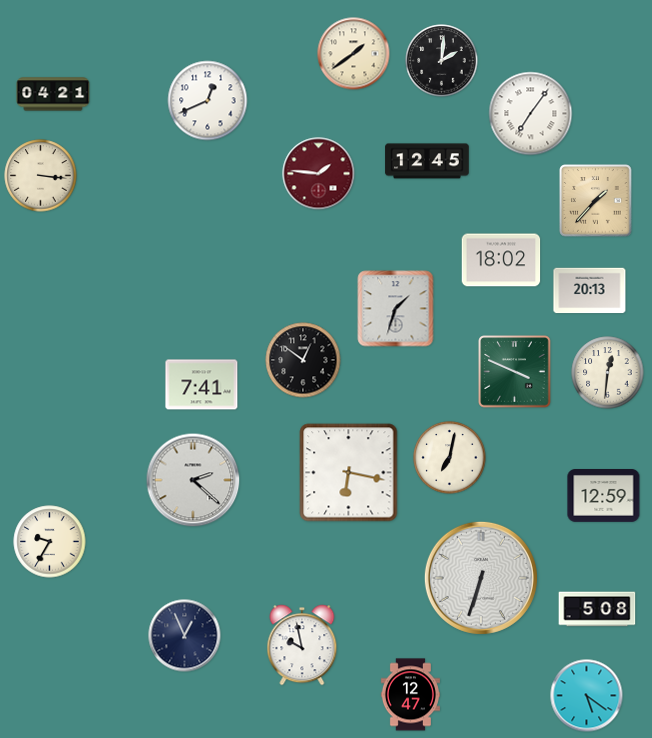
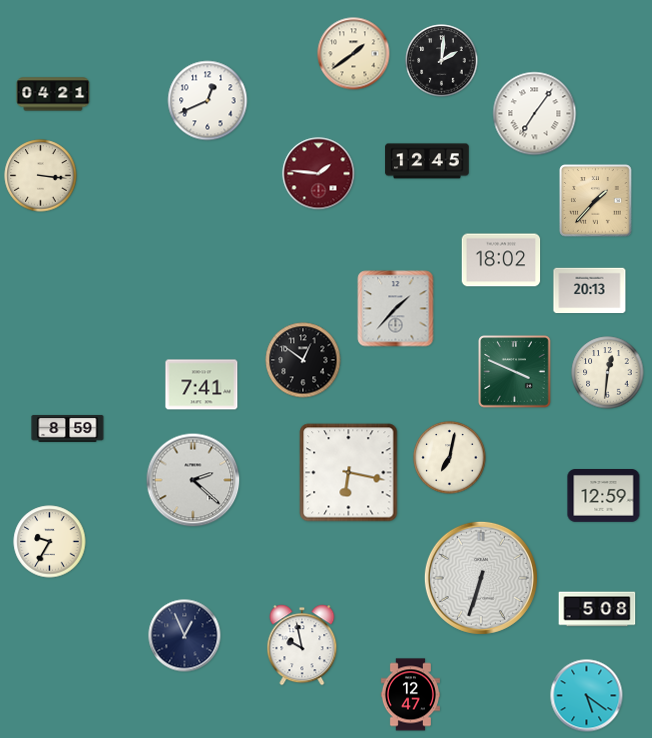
clock at (531, 114) position: (531, 114) -> (535, 114)
clock at (396, 309): 1:33 -> 1:37
clock at (68, 428): none -> 8:59
